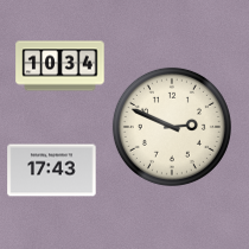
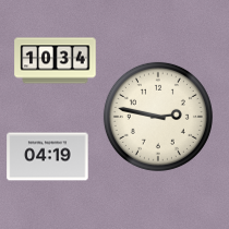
clock at (172, 127): 2:49 -> 2:47
clock at (52, 171): 17:43 -> 04:19
